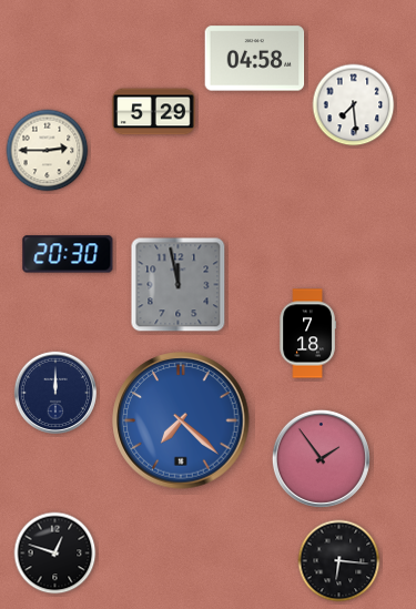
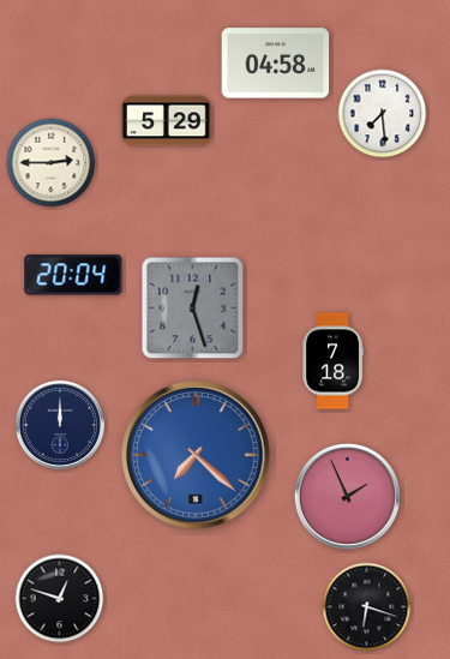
clock at (68, 254): 20:30 -> 20:04
clock at (179, 285): 11:58 -> 12:27
clock at (321, 458): 1:54 -> 1:56
clock at (339, 561): 6:16 -> 6:18
